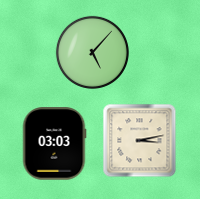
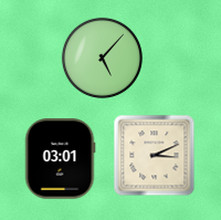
clock at (140, 141): 3:13 -> 3:11
clock at (54, 144): 03:03 -> 03:01
